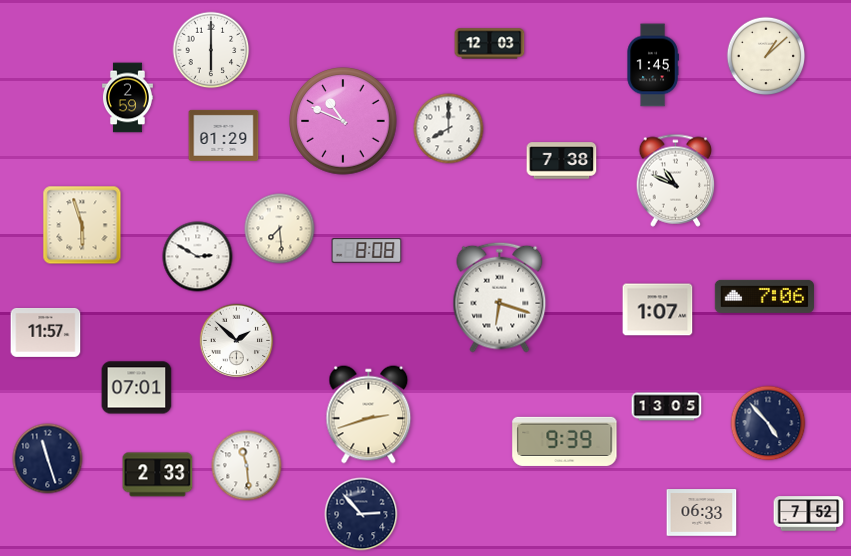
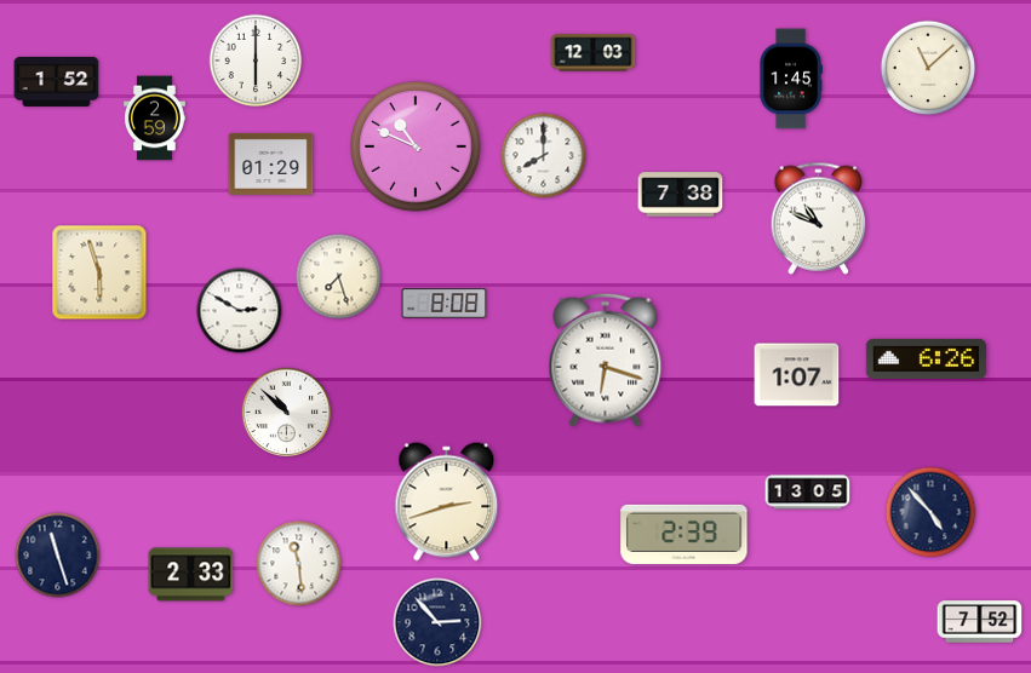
clock at (766, 56): 1:08 -> 11:08
clock at (57, 81): none -> 1:52
clock at (280, 229): 7:29 -> 7:27
clock at (764, 296): 7:06 -> 6:26
clock at (46, 332): 11:57 -> none
clock at (237, 341): 1:52 -> 10:52
clock at (137, 388): 07:01 -> none
clock at (565, 441): 9:39 -> 2:39
clock at (702, 513): 06:33 -> none
